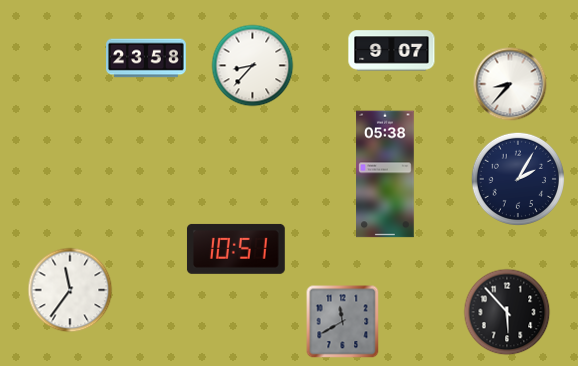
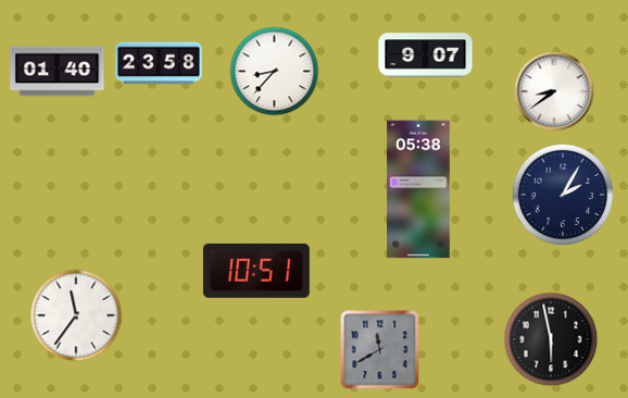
clock at (58, 72): none -> 01:40
clock at (510, 84): 8:37 -> 8:39
clock at (507, 312): 5:53 -> 5:58
clock at (343, 322) position: (343, 322) -> (380, 350)
